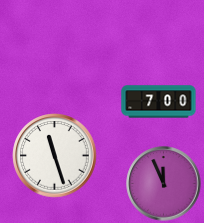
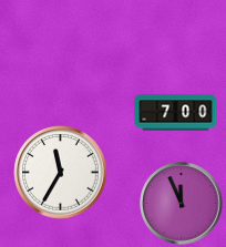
clock at (55, 156): 11:27 -> 11:35
